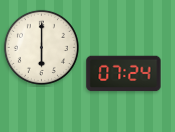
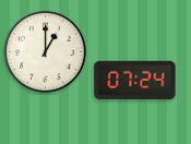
clock at (41, 47): 6:00 -> 1:00
